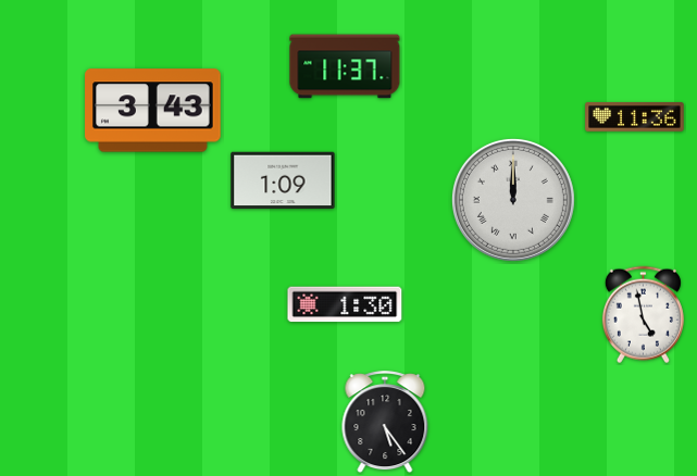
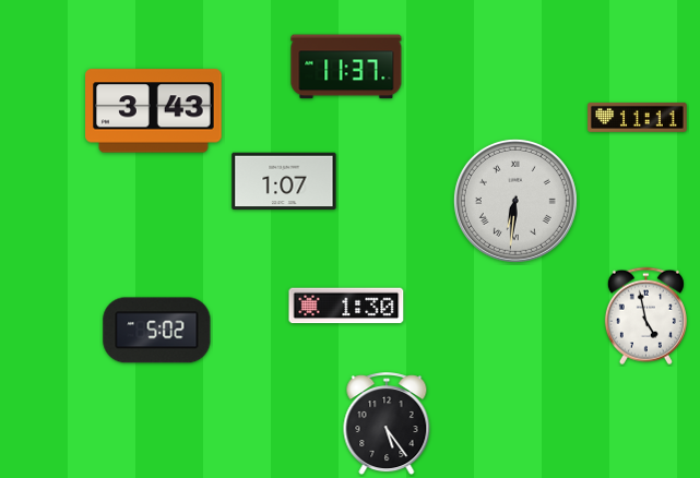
clock at (635, 116): 11:36 -> 11:11
clock at (283, 180): 1:09 -> 1:07
clock at (513, 200): 12:00 -> 6:31
clock at (157, 331): none -> 5:02
